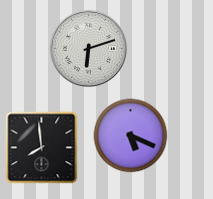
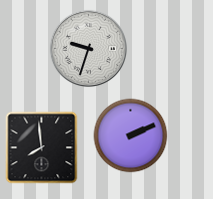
clock at (88, 48): 6:12 -> 9:33
clock at (131, 136): 5:19 -> 2:11
